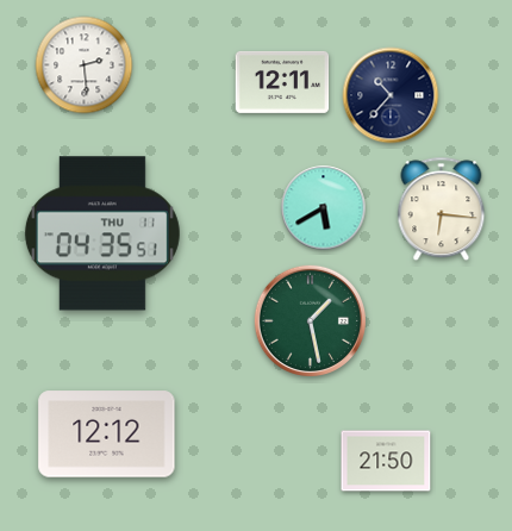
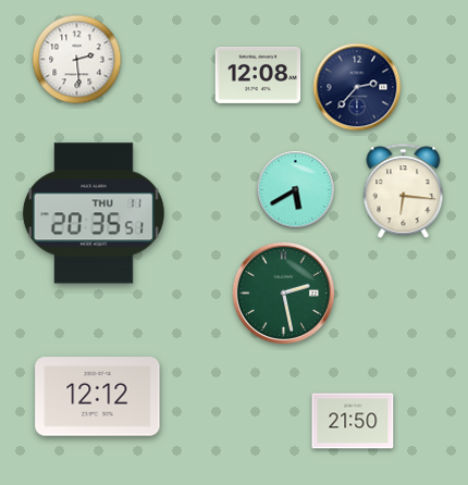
clock at (282, 82): 12:11 -> 12:08
clock at (391, 95): 10:37 -> 2:37
clock at (102, 233): 04:35 -> 20:35
clock at (310, 320): 1:28 -> 2:28
